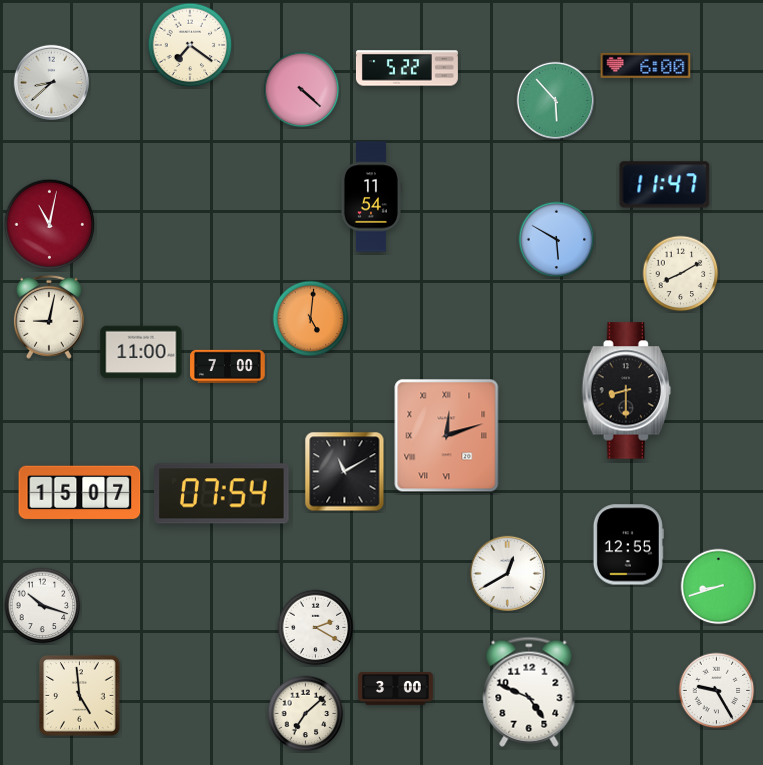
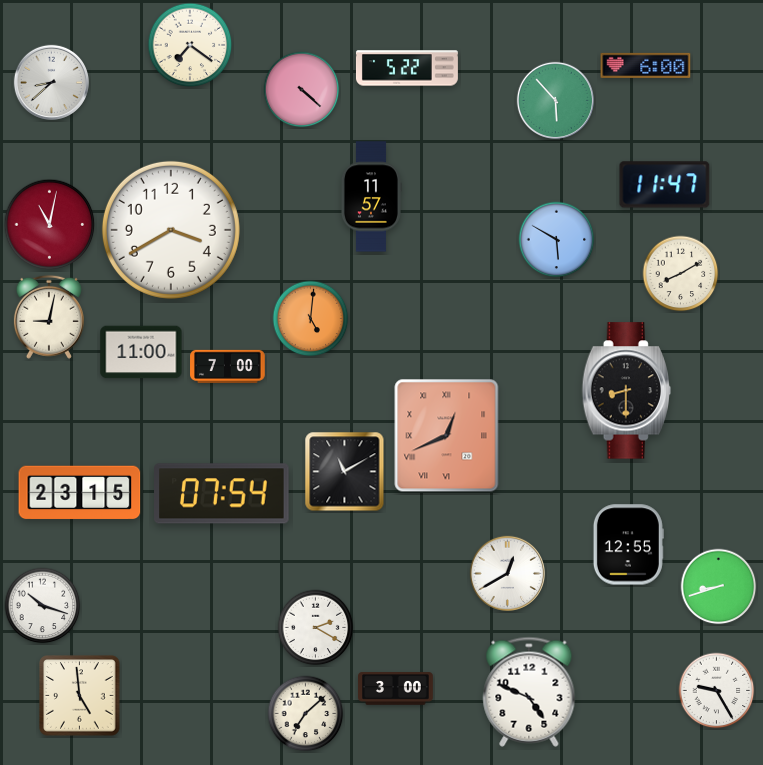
clock at (371, 197): 11:54 -> 11:57
clock at (171, 230): none -> 3:40
clock at (447, 436): 12:12 -> 12:41
clock at (80, 493): 15:07 -> 23:15
